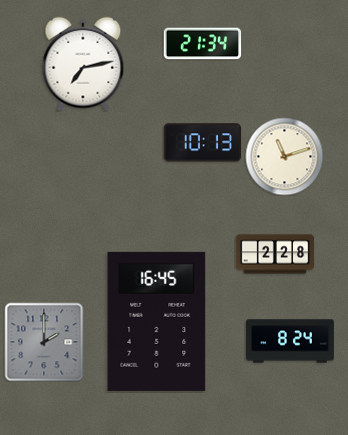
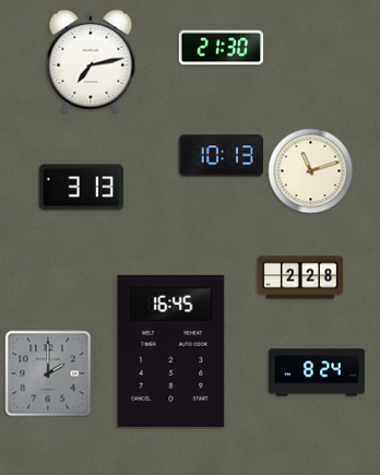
clock at (202, 44): 21:34 -> 21:30
clock at (83, 64) position: (83, 64) -> (91, 61)
clock at (81, 188): none -> 3:13
